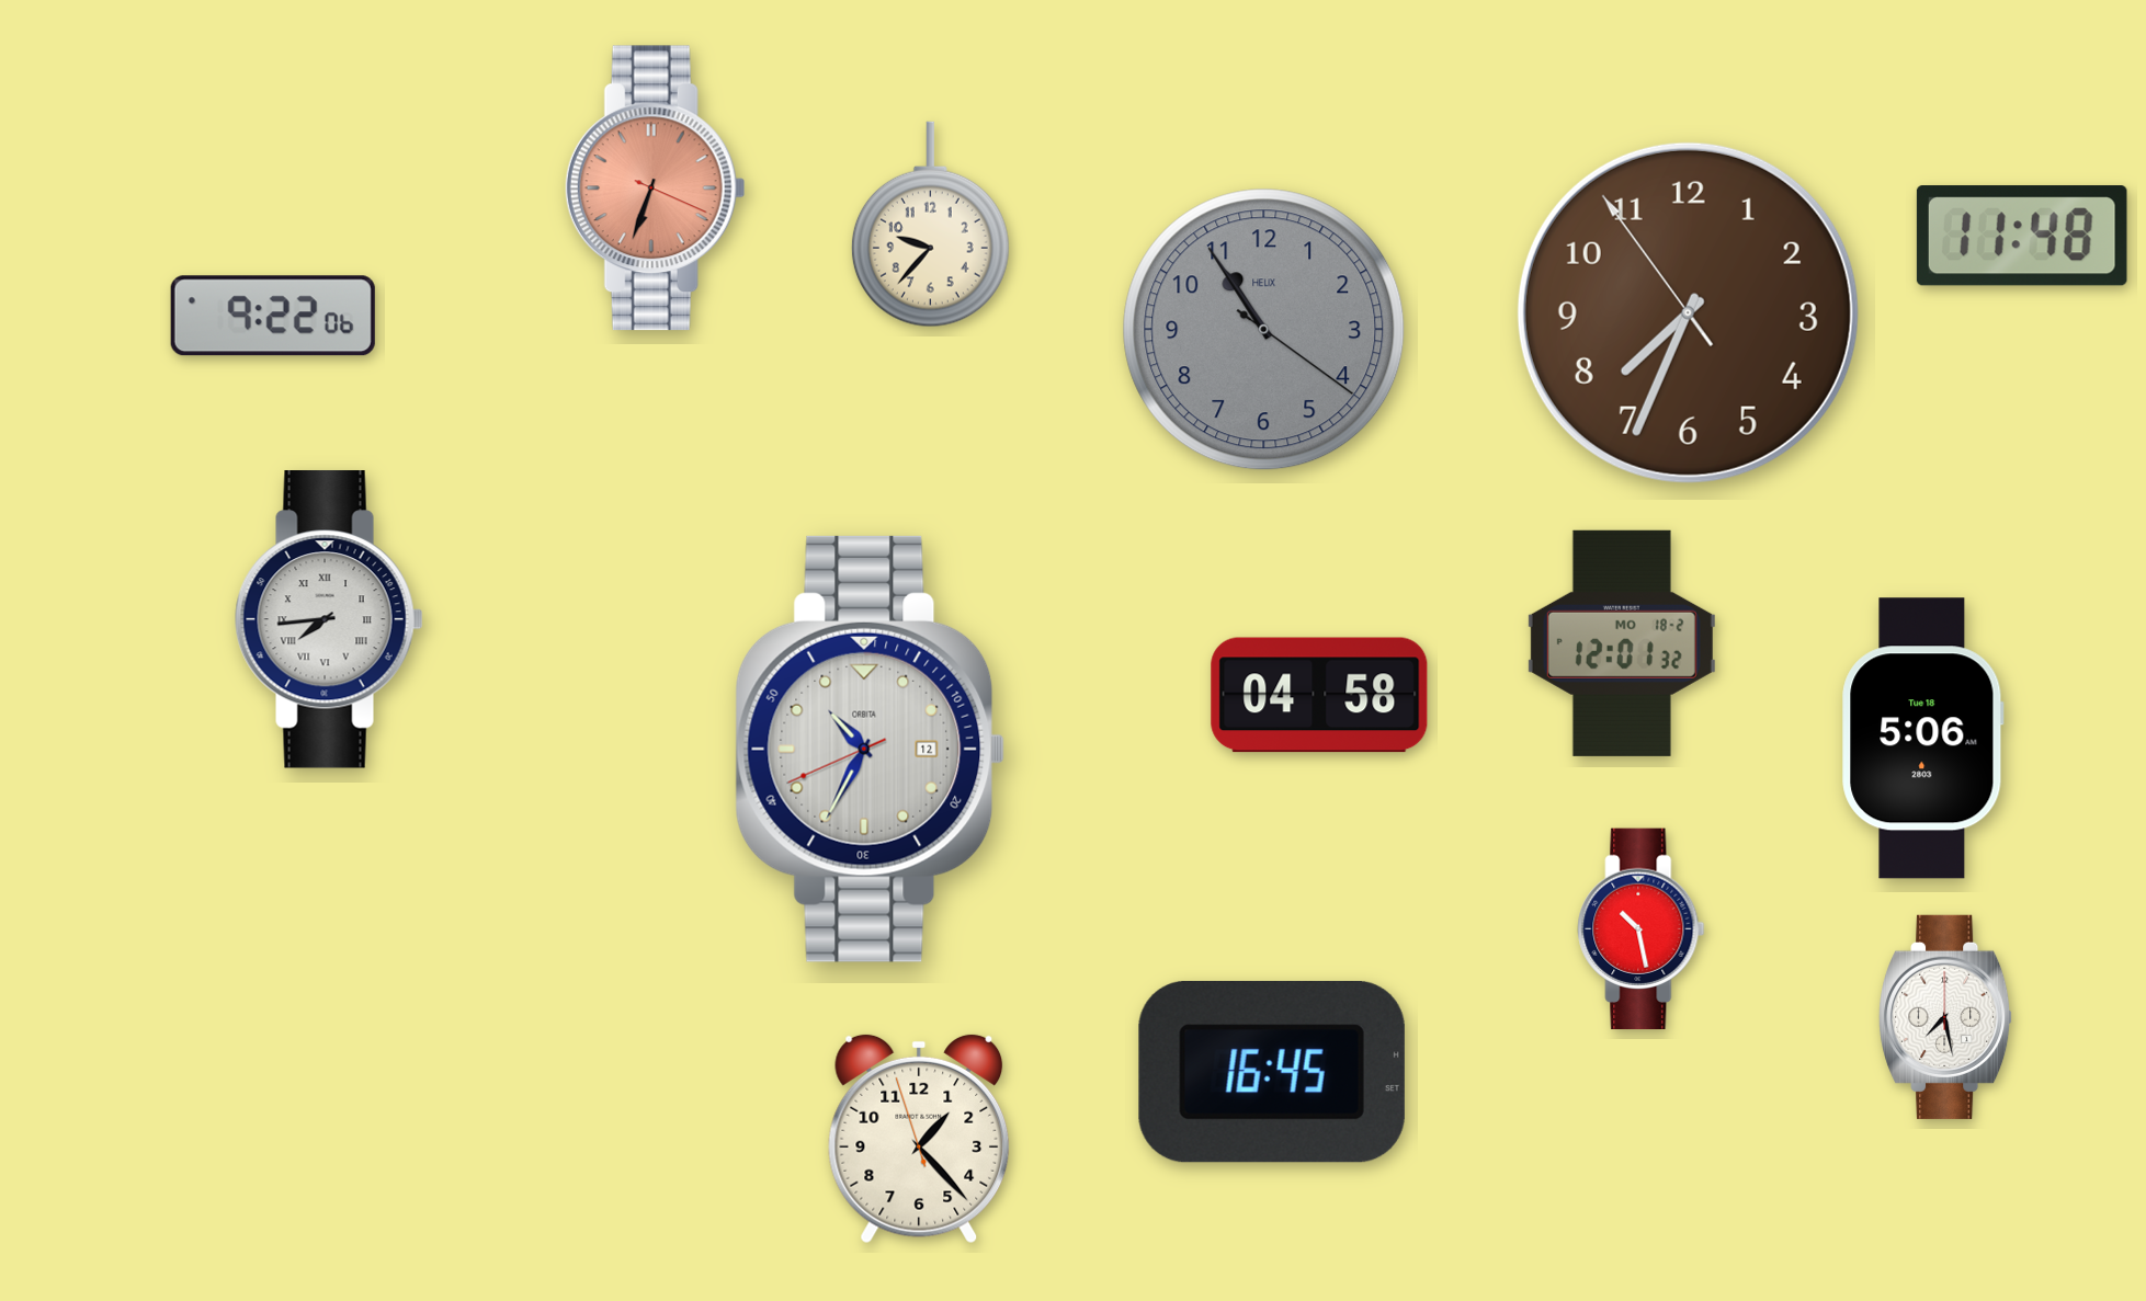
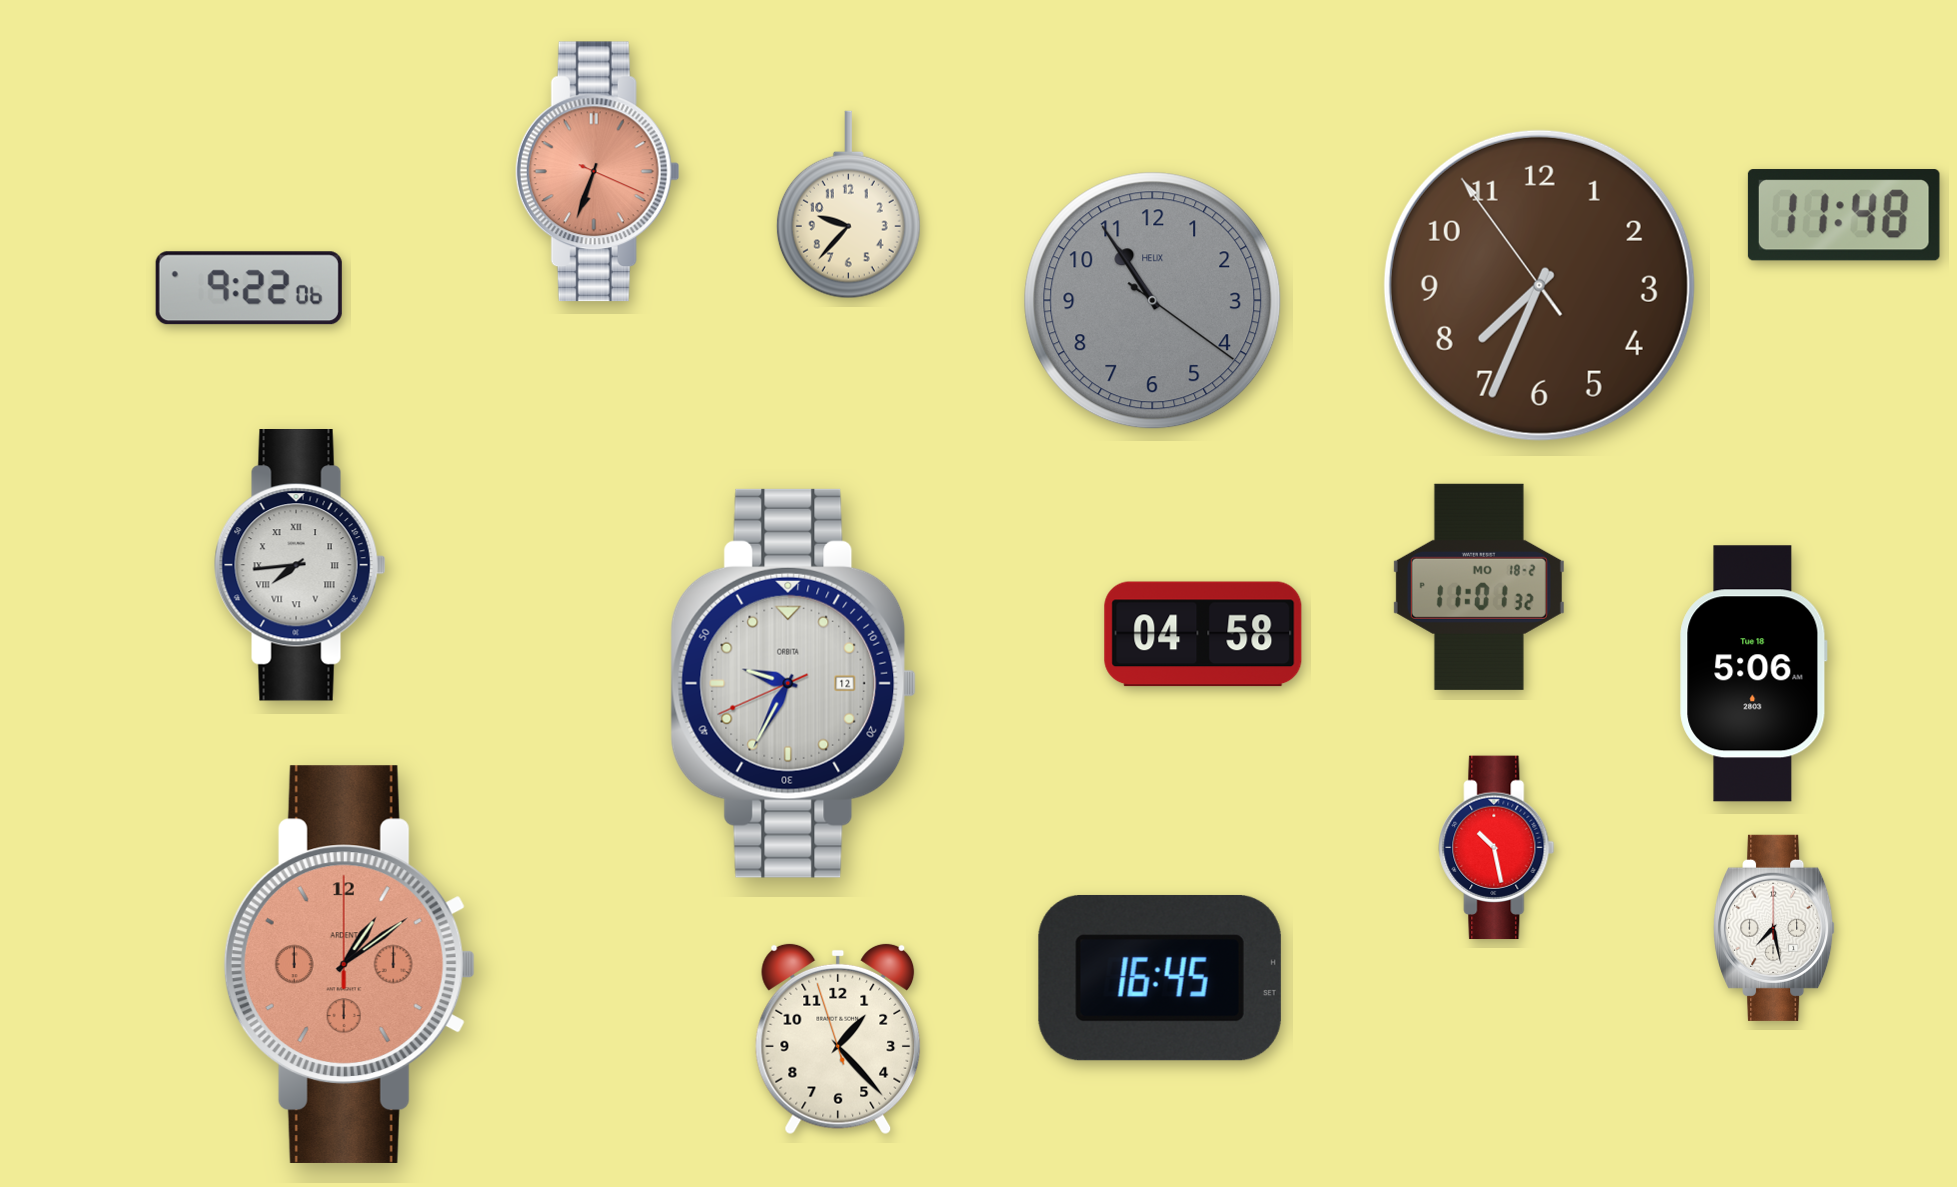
clock at (1622, 643): 12:01 -> 11:01
clock at (871, 749): 10:34 -> 9:34
clock at (349, 964): none -> 1:09
